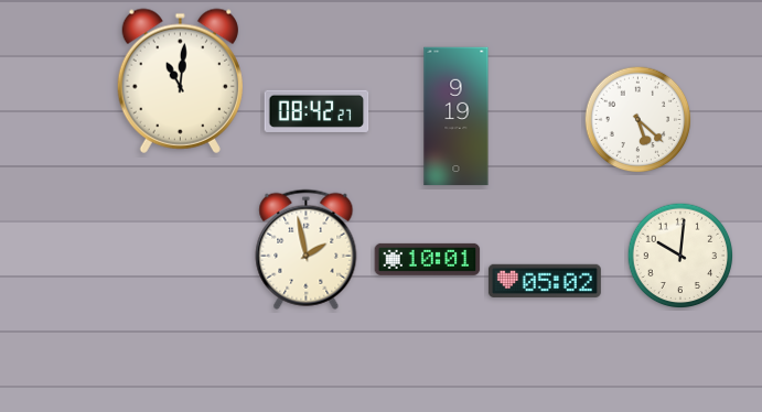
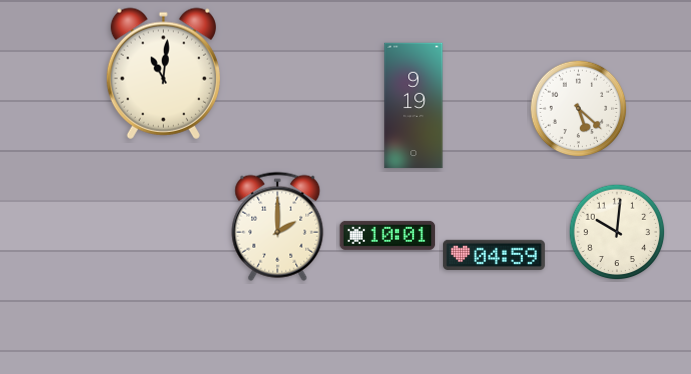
clock at (316, 111): 08:42 -> none
clock at (307, 249): 1:58 -> 2:00
clock at (545, 281): 05:02 -> 04:59
